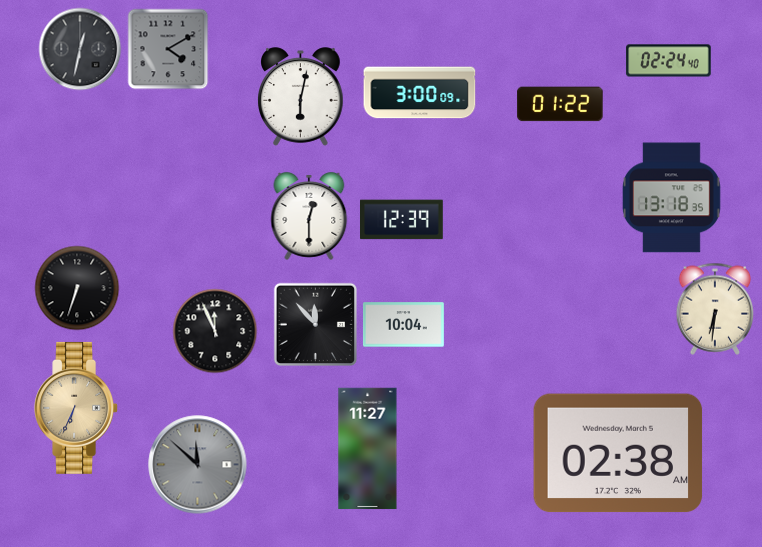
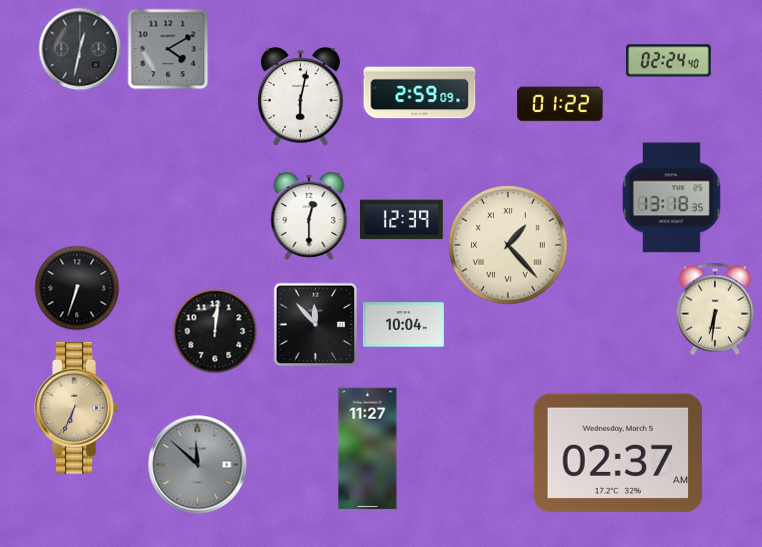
clock at (420, 93): 3:00 -> 2:59
clock at (509, 246): none -> 1:23
clock at (215, 331): 11:56 -> 12:01
clock at (618, 453): 02:38 -> 02:37
